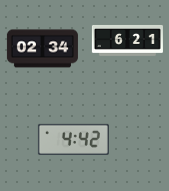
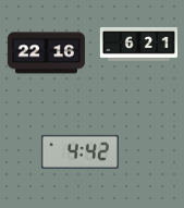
clock at (42, 49): 02:34 -> 22:16
